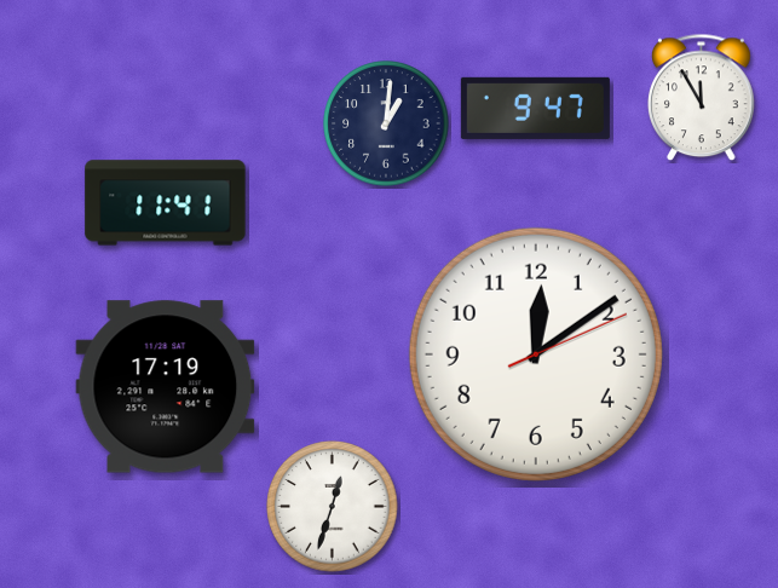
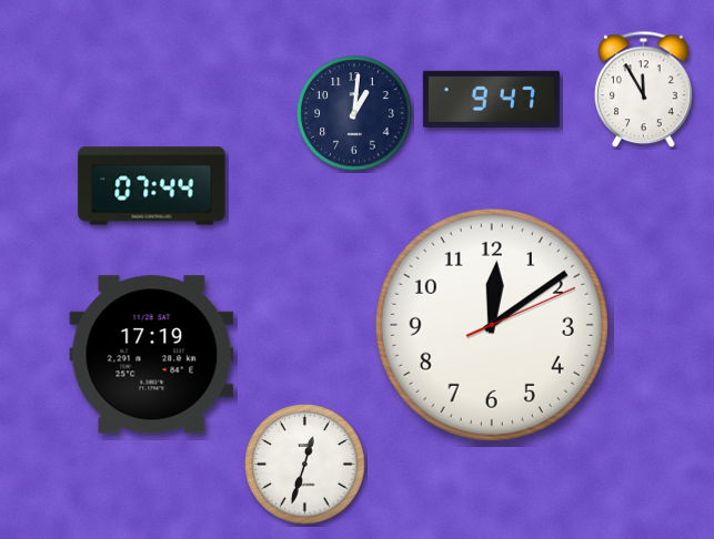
clock at (166, 203): 11:41 -> 07:44
